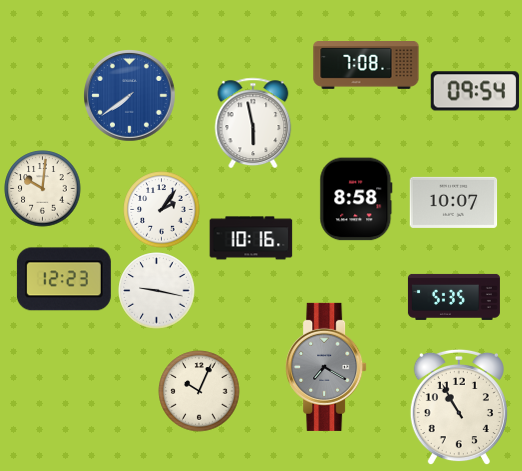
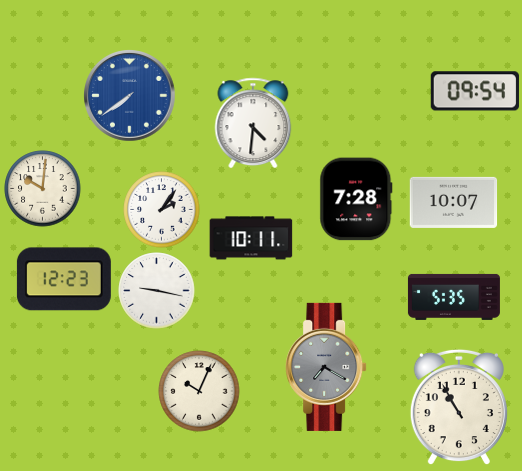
clock at (366, 66): 7:08 -> none
clock at (253, 123): 5:58 -> 4:31
clock at (356, 199): 8:58 -> 7:28
clock at (251, 238): 10:16 -> 10:11
